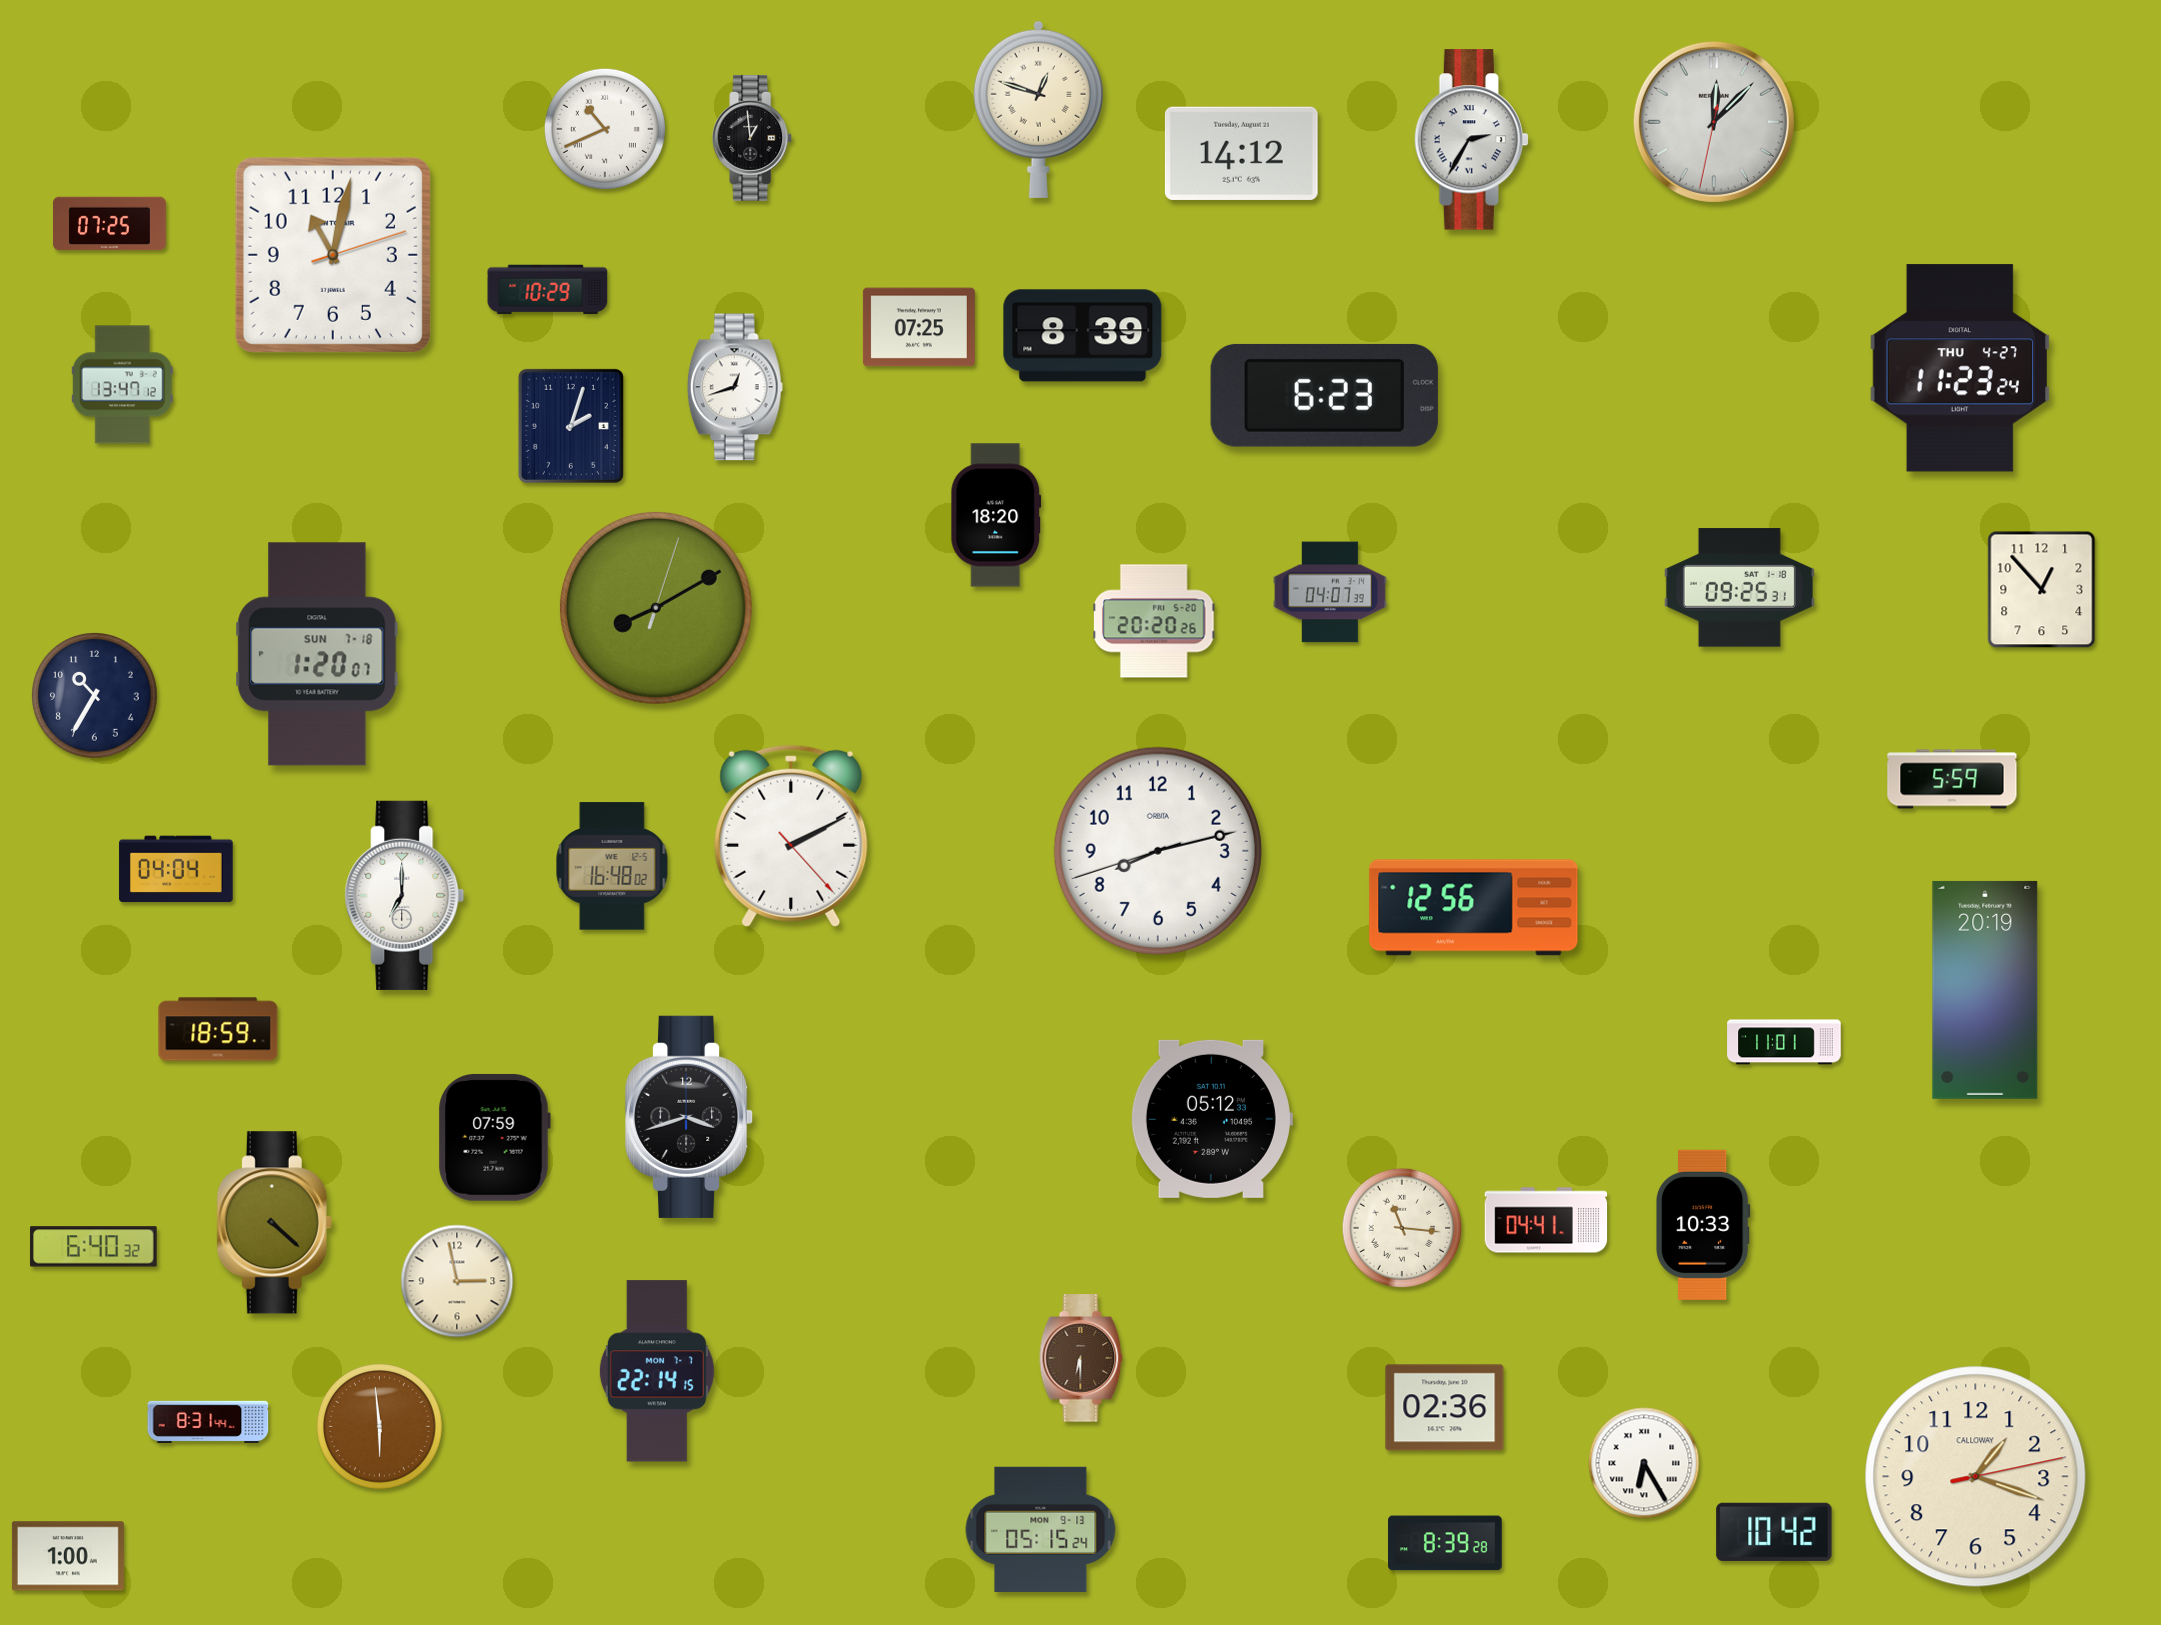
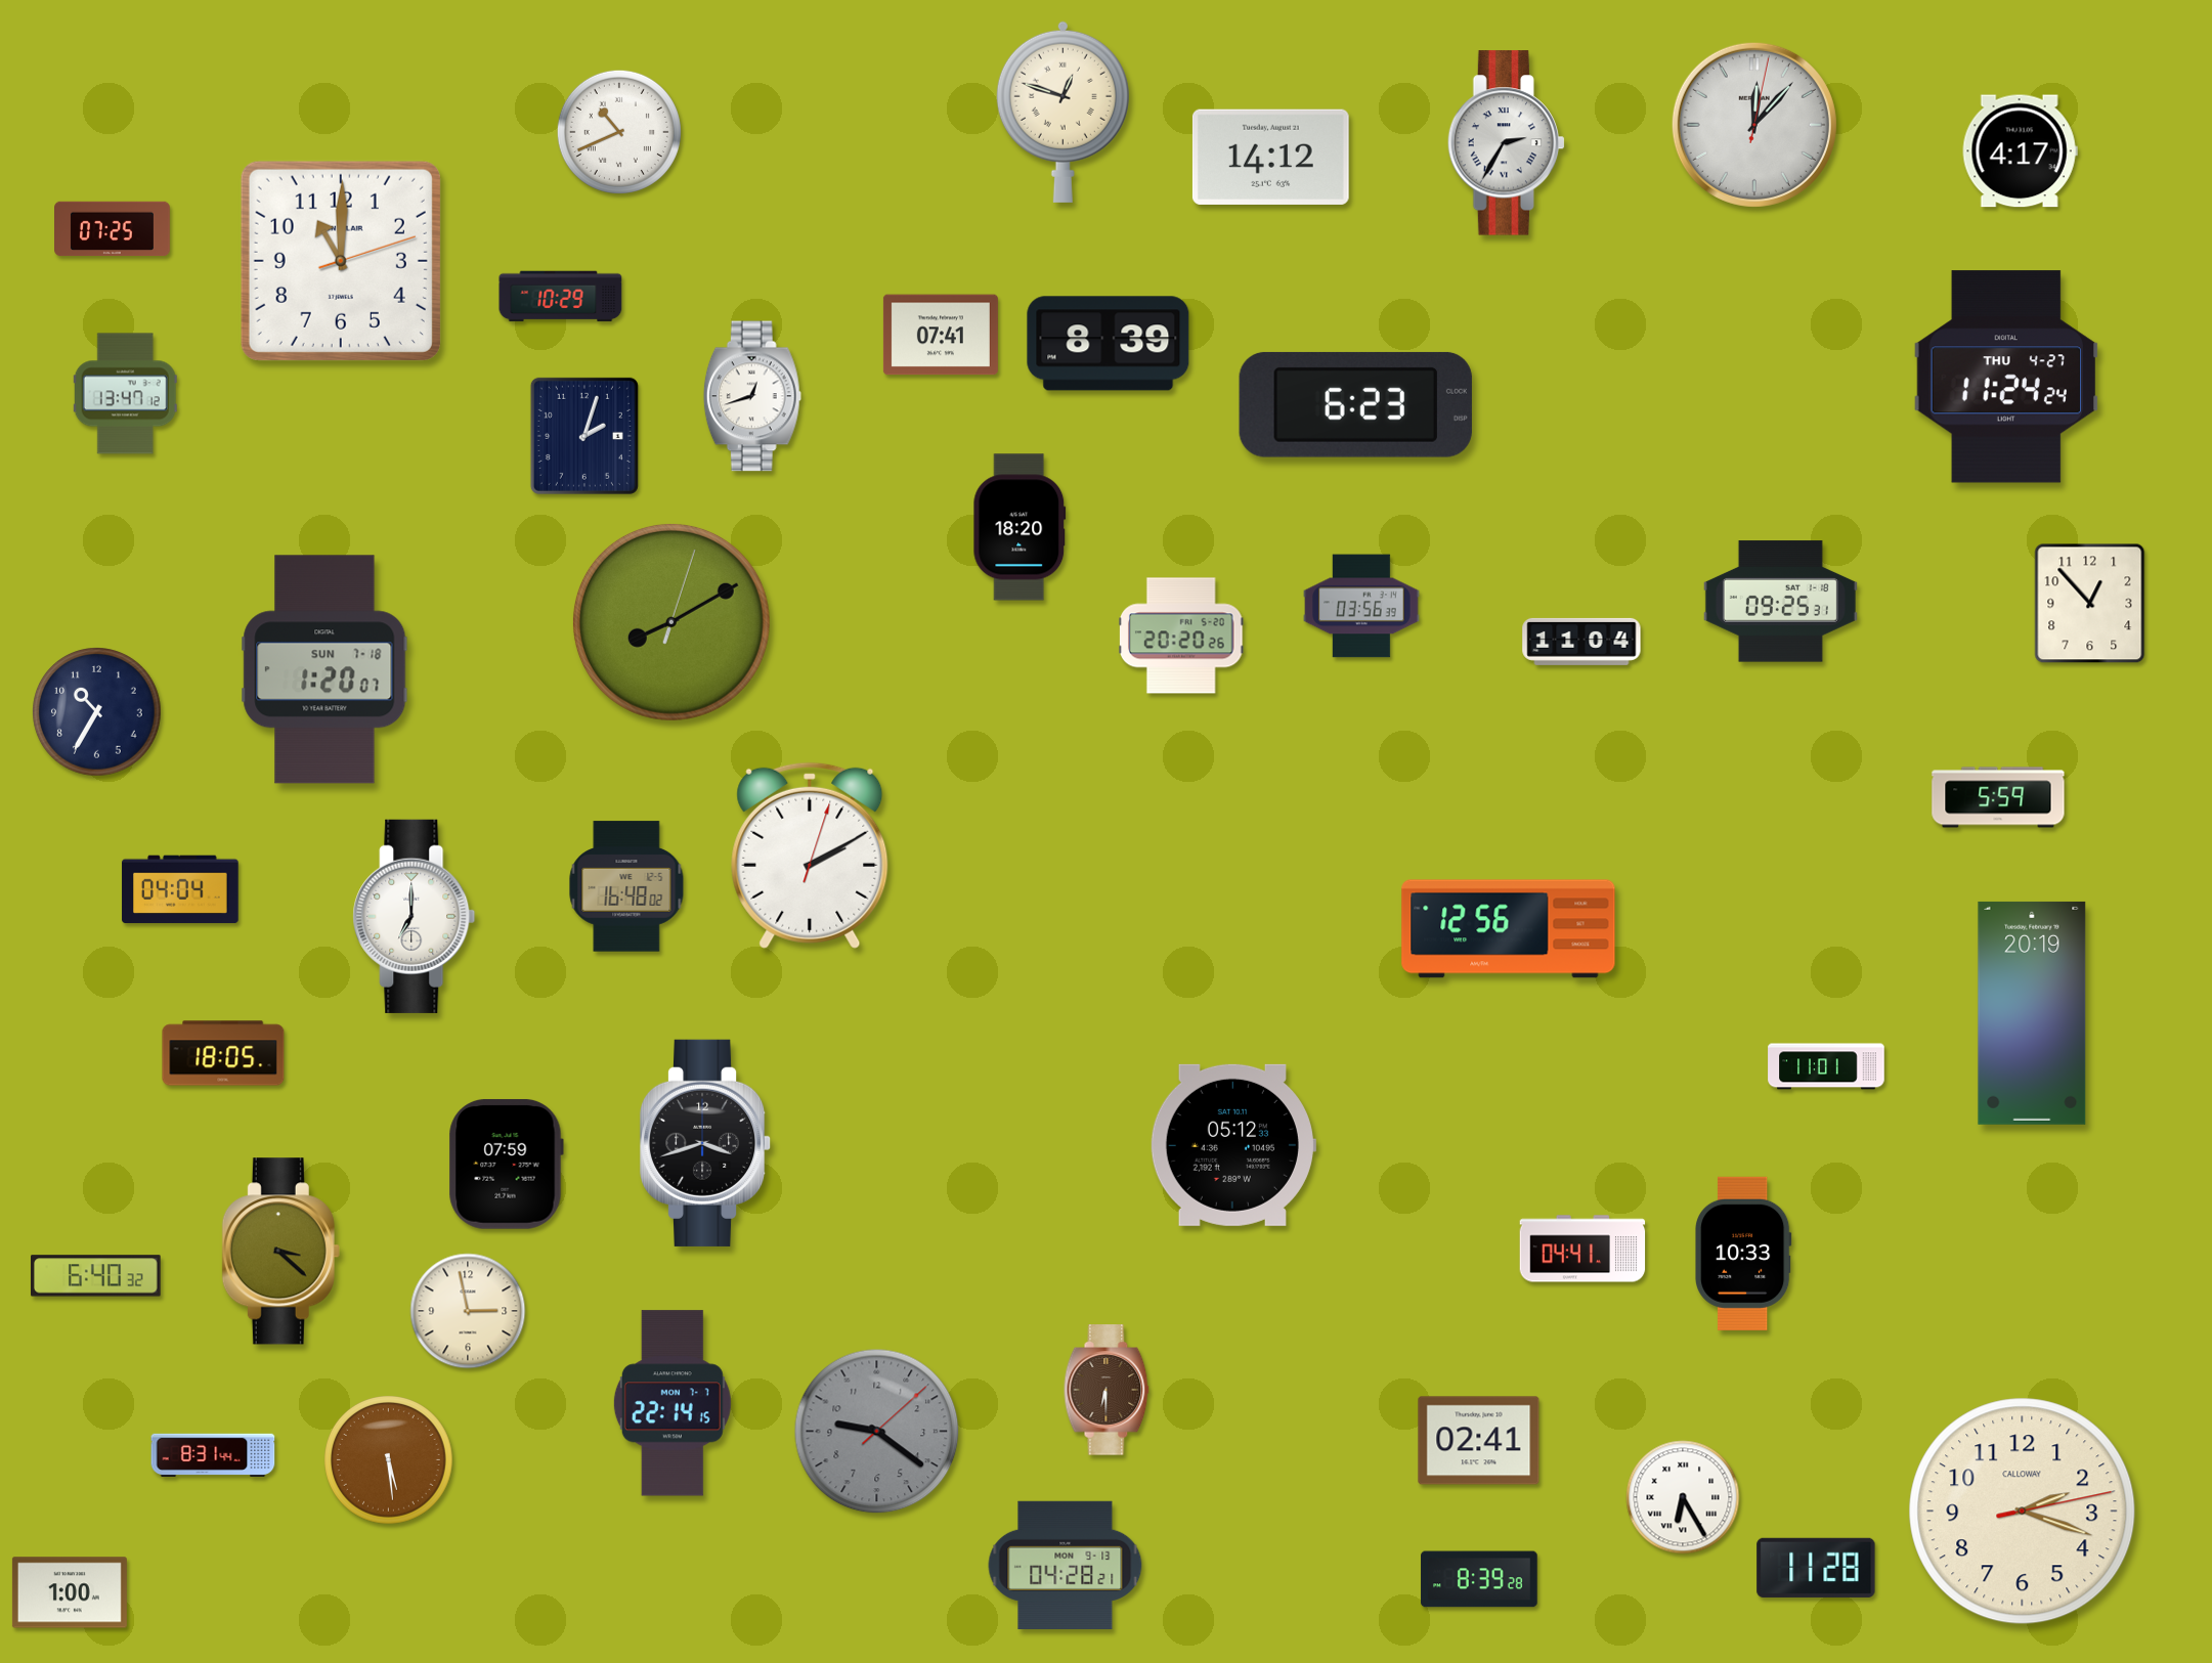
clock at (1714, 122): 12:07:32 -> 12:07:02
clock at (753, 138): 12:59 -> none
clock at (2020, 151): none -> 4:17
clock at (333, 255): 11:02 -> 11:00
clock at (919, 327): 07:25 -> 07:41
clock at (1959, 368): 11:23 -> 11:24
clock at (1330, 592): 04:07 -> 03:56
clock at (1581, 642): none -> 11:04
clock at (791, 836): 2:10:23 -> 2:10:03
clock at (1158, 851): 8:12 -> none
clock at (218, 1029): 18:59 -> 18:05
clock at (1211, 1119) position: (1211, 1119) -> (1232, 1145)
clock at (274, 1223): 4:22 -> 3:22
clock at (1401, 1227): 11:16 -> none
clock at (877, 1432): none -> 9:21
clock at (1445, 1408): 02:36 -> 02:41
clock at (380, 1427): 5:59 -> 5:29
clock at (1976, 1477): 1:18 -> 2:18
clock at (1041, 1529): 05:15 -> 04:28
clock at (1774, 1532): 10:42 -> 11:28
